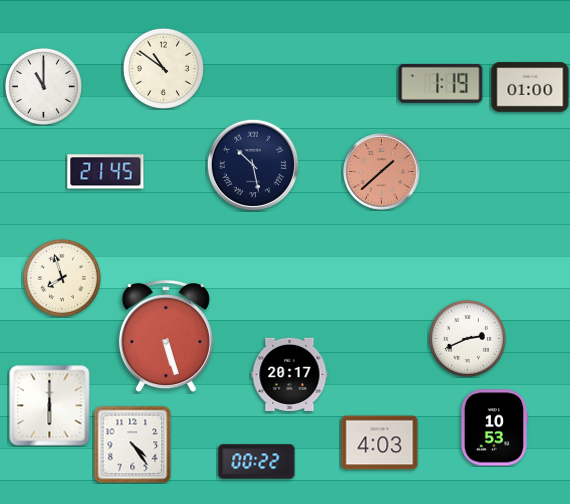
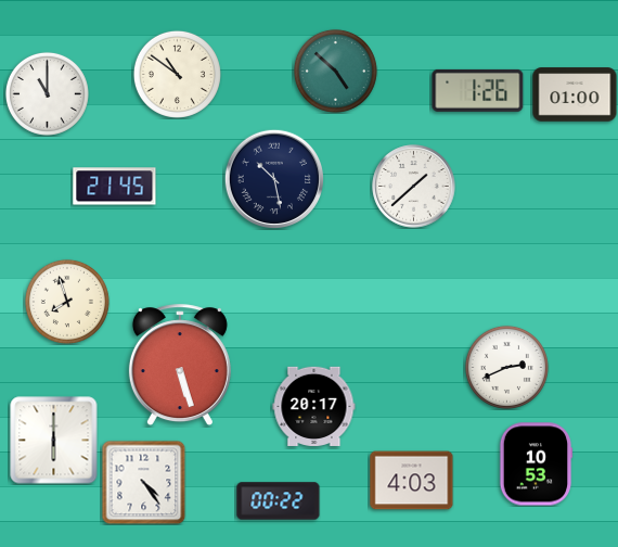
clock at (335, 71): none -> 4:52
clock at (441, 83): 1:19 -> 1:26
clock at (382, 172) dial: salmon -> white
